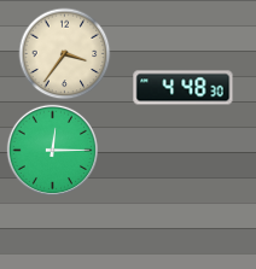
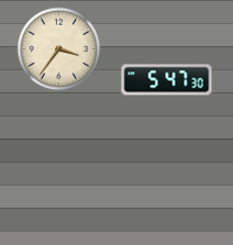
clock at (184, 88): 4:48 -> 5:47
clock at (52, 150): 12:15 -> none
